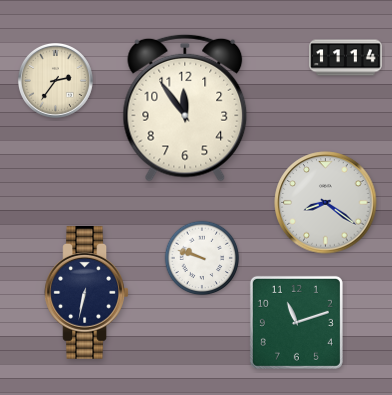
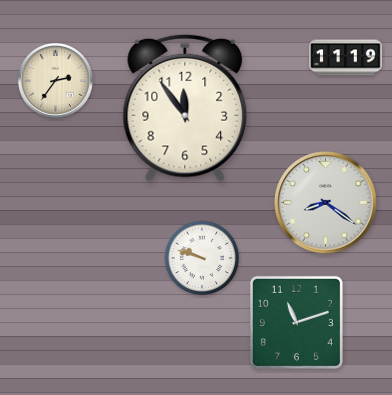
clock at (346, 58): 11:14 -> 11:19
clock at (87, 292): 6:32 -> none
